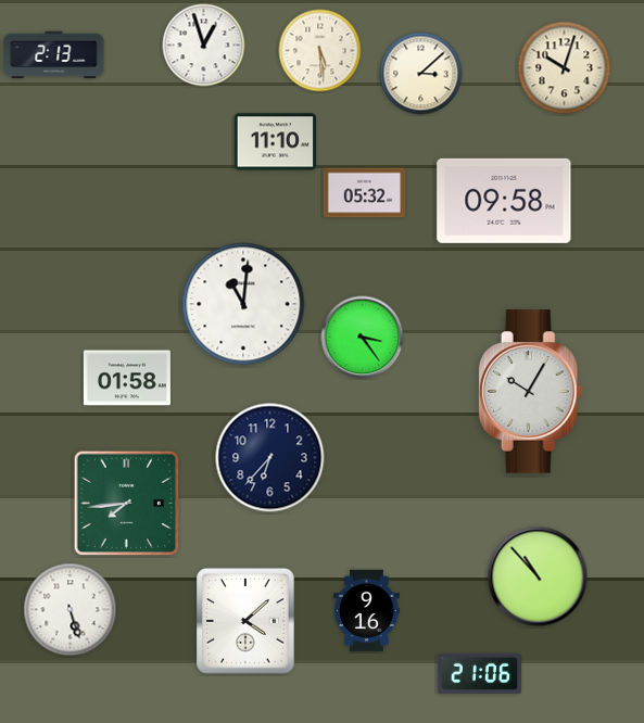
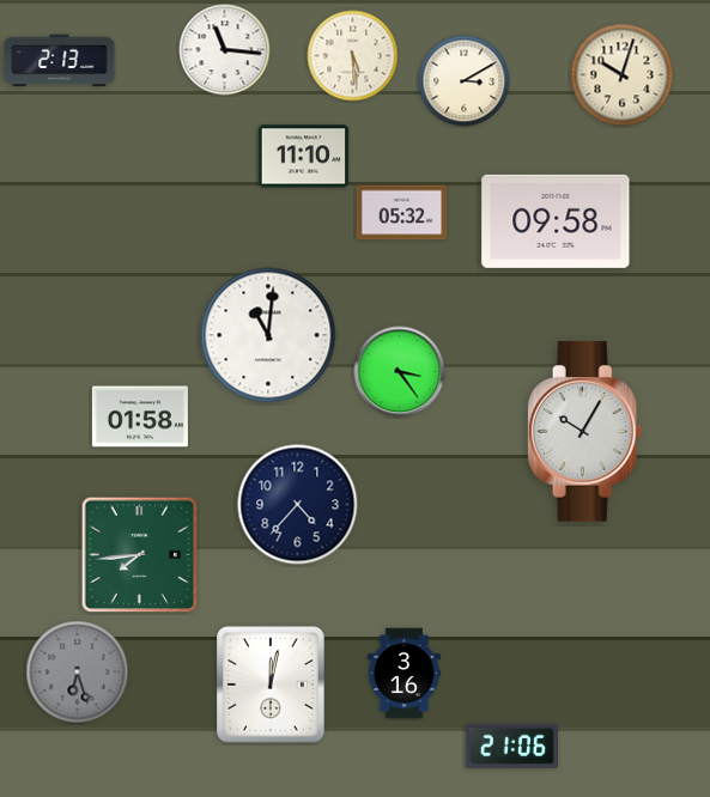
clock at (204, 46): 12:57 -> 11:16
clock at (421, 74): 3:08 -> 3:10
clock at (270, 458): 6:37 -> 4:37
clock at (538, 576): 10:53 -> none
clock at (71, 610): 5:27 -> 6:27
clock at (71, 610) dial: white -> grey
clock at (367, 611): 9:16 -> 3:16
clock at (247, 621): 4:08 -> 12:02
clock at (479, 673) position: (479, 673) -> (511, 746)
